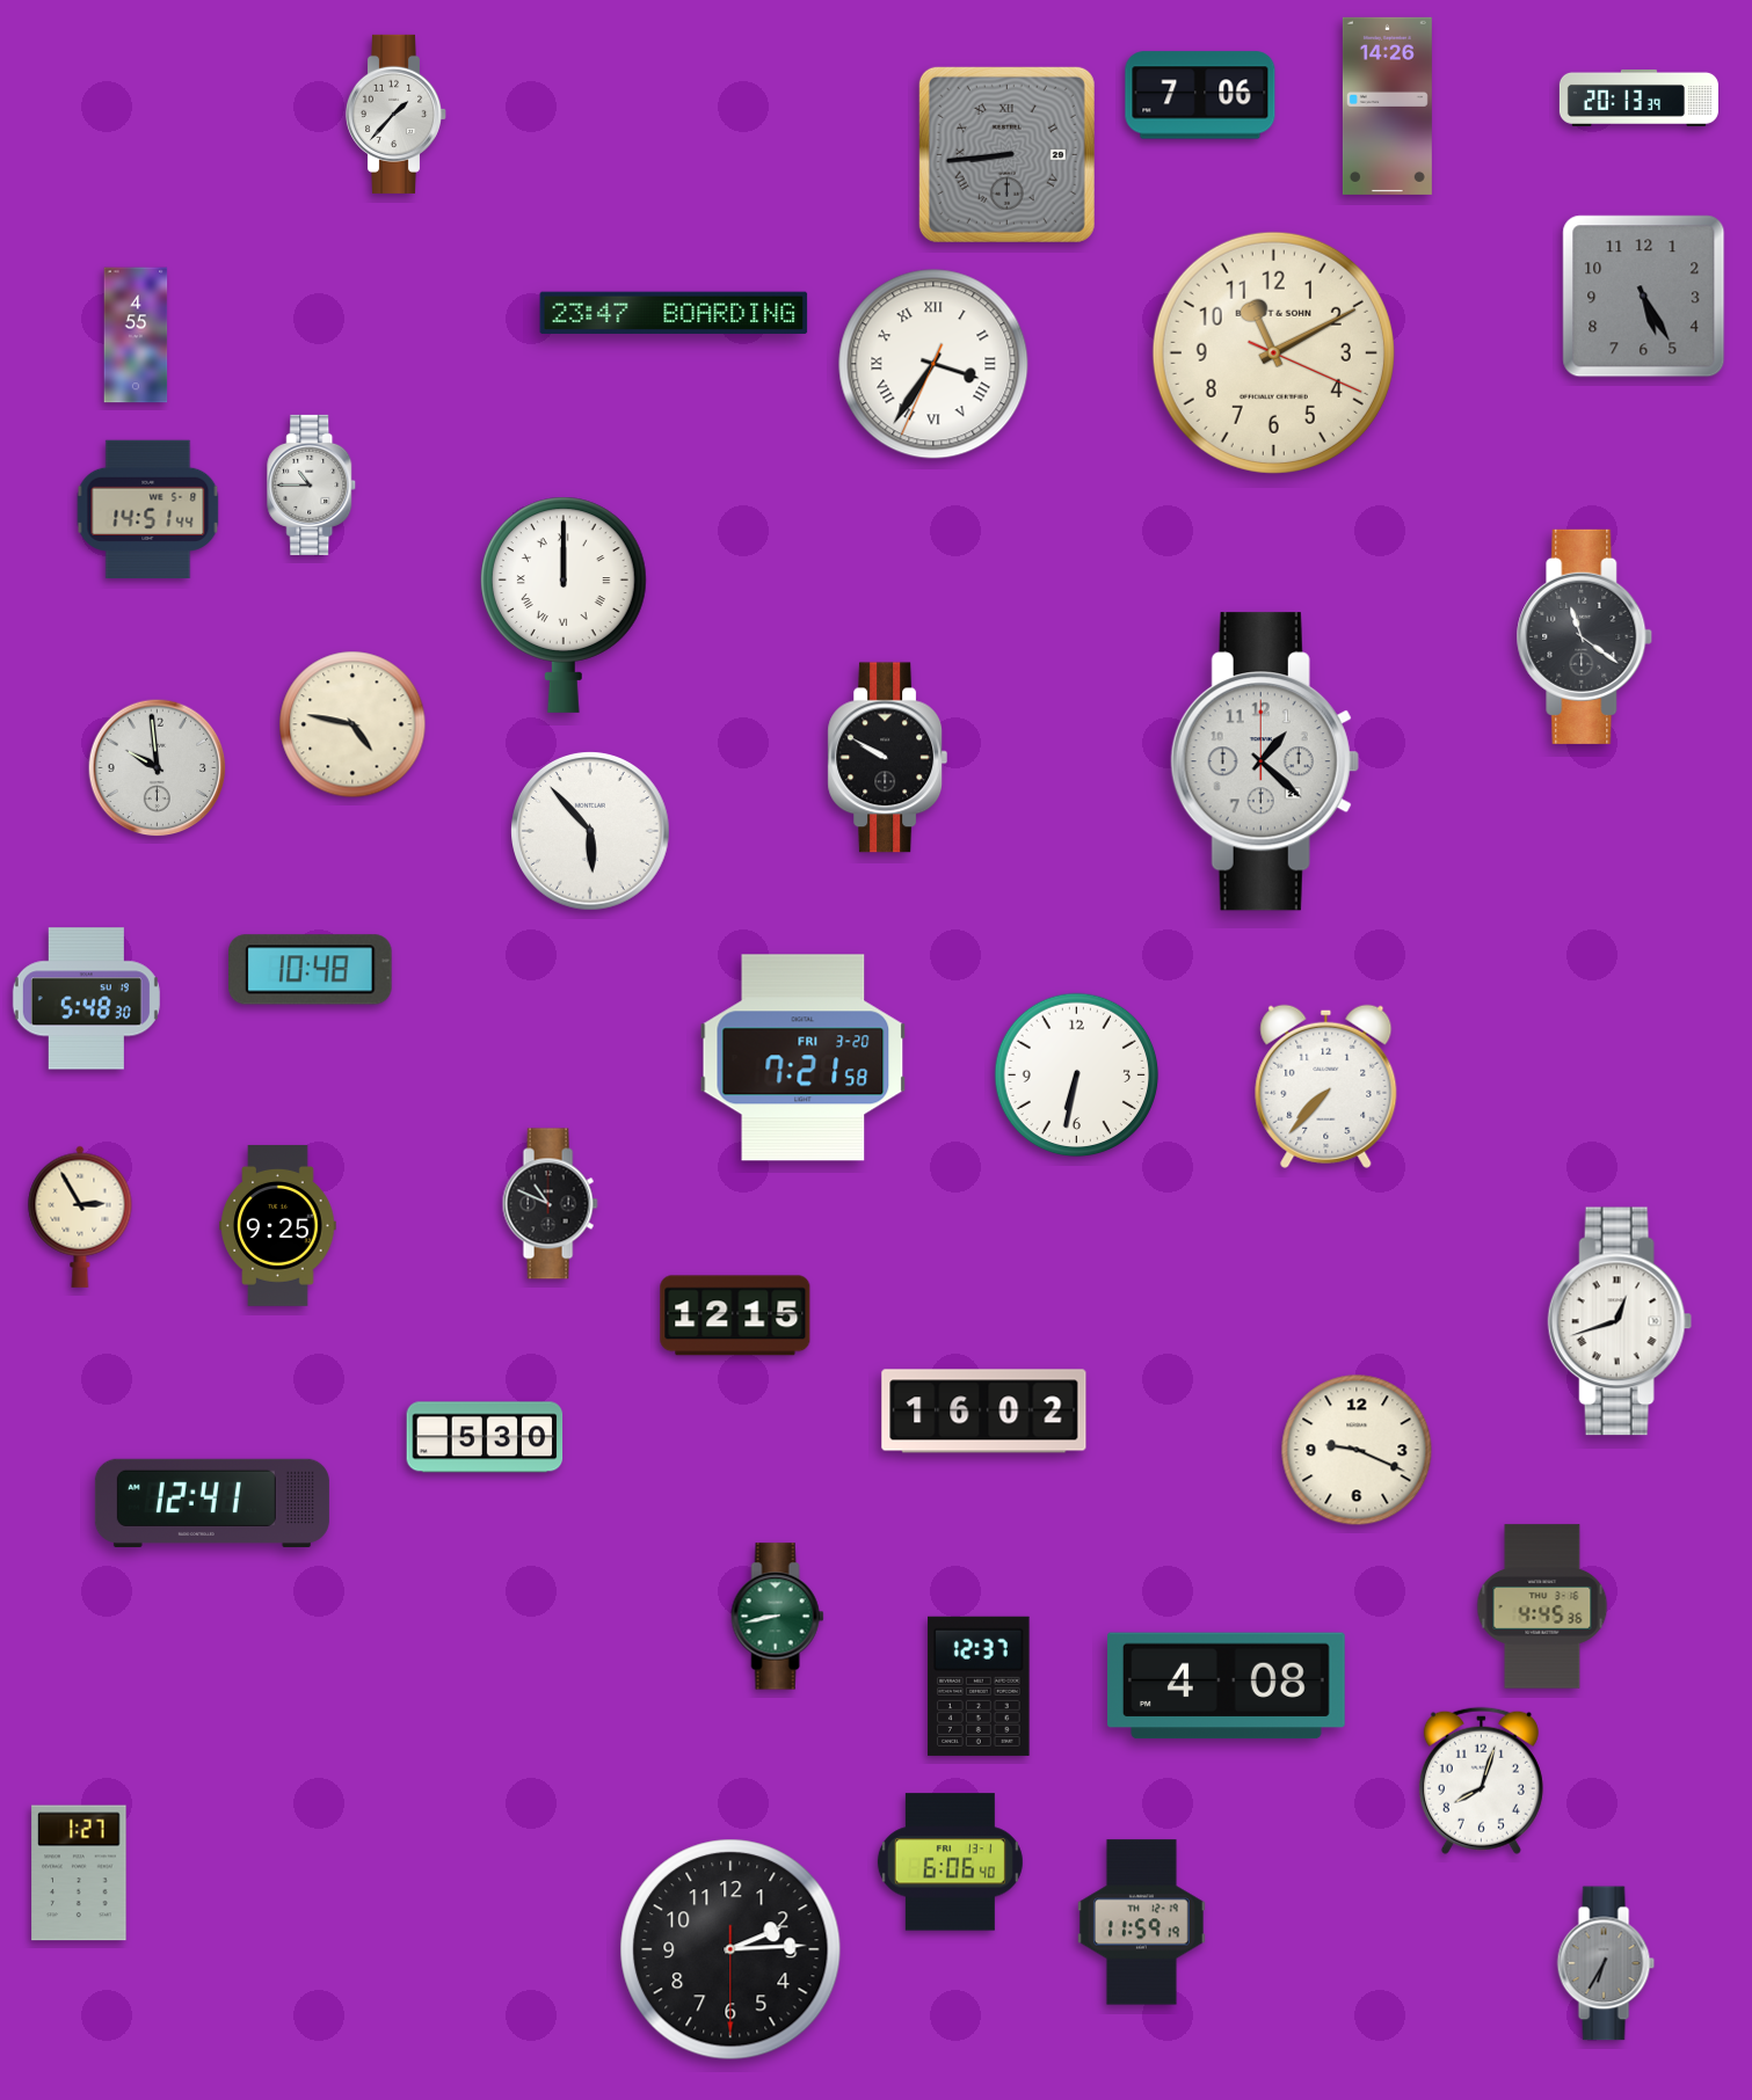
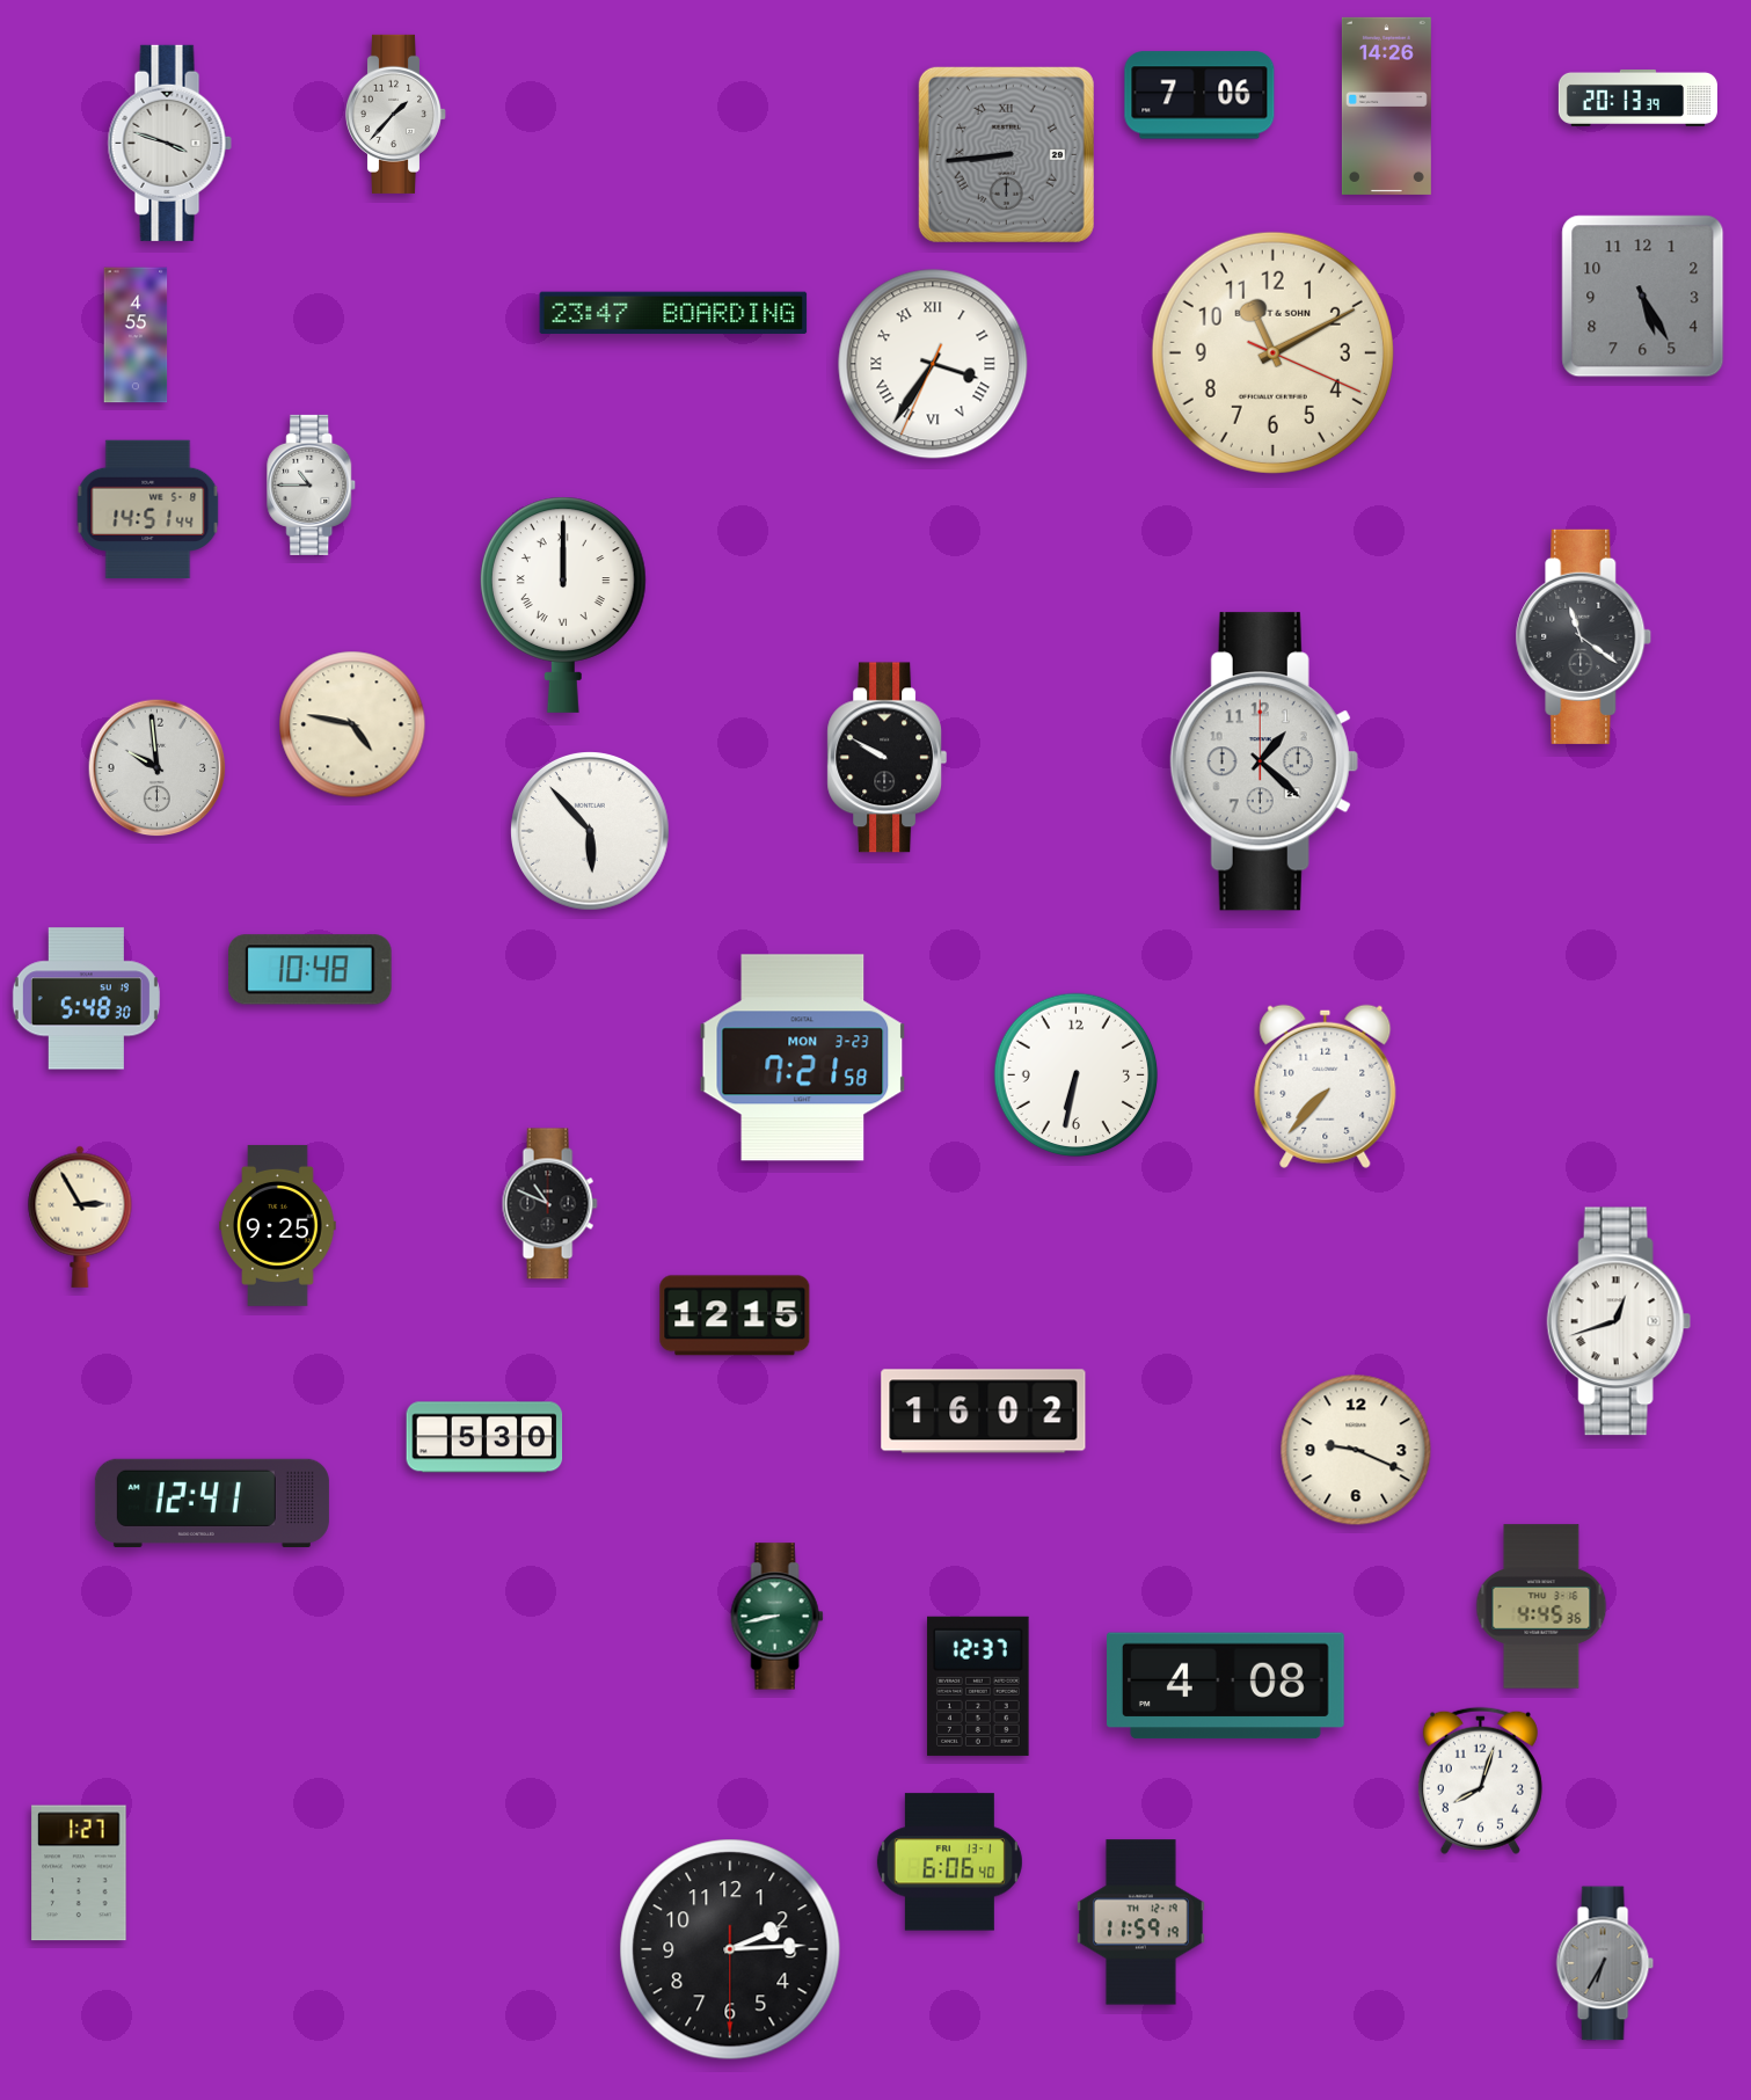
clock at (169, 143): none -> 3:48
clock at (804, 1058) date: FRI 3-20 -> MON 3-23
